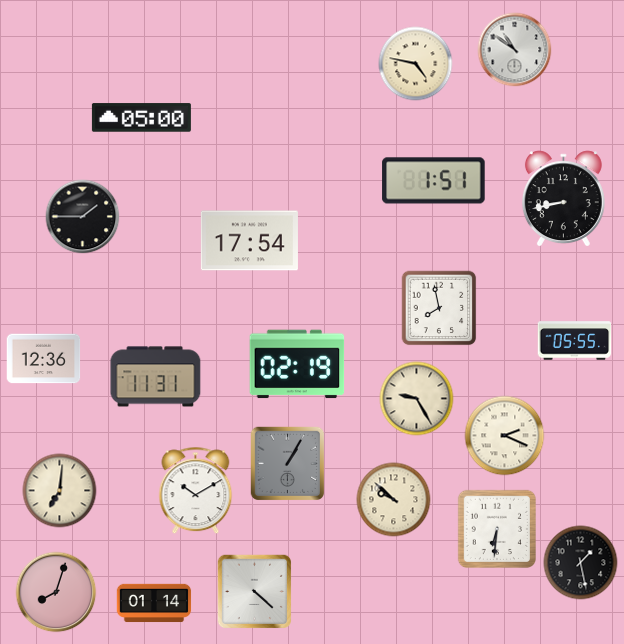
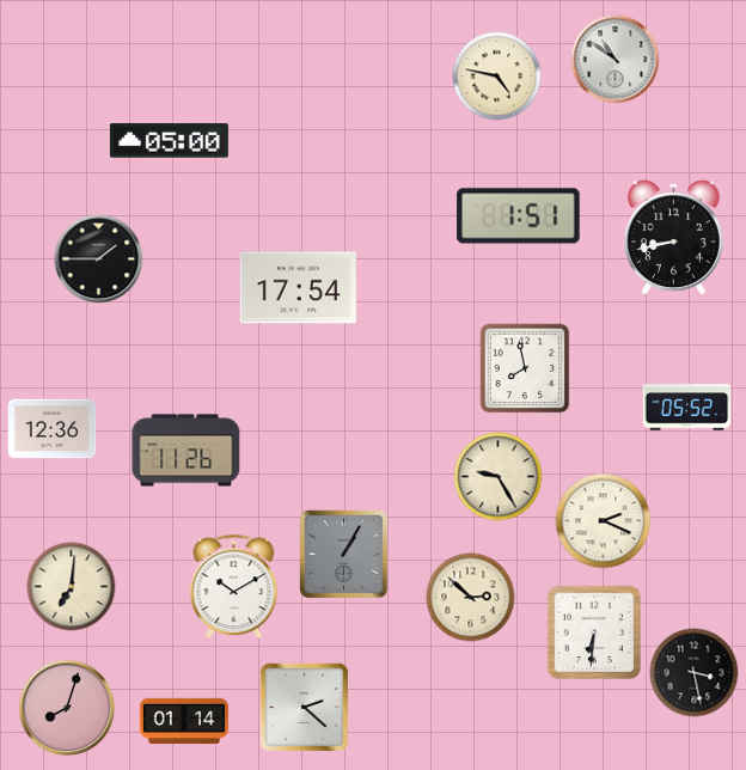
clock at (575, 341): 05:55 -> 05:52
clock at (297, 364): 02:19 -> none
clock at (156, 377): 11:31 -> 11:26
clock at (394, 500): 9:52 -> 2:52
clock at (581, 563): 1:28 -> 3:28
clock at (255, 592): 4:22 -> 2:22
